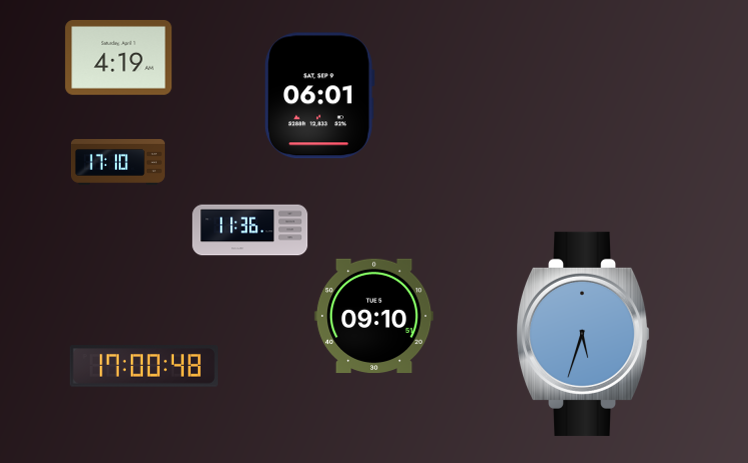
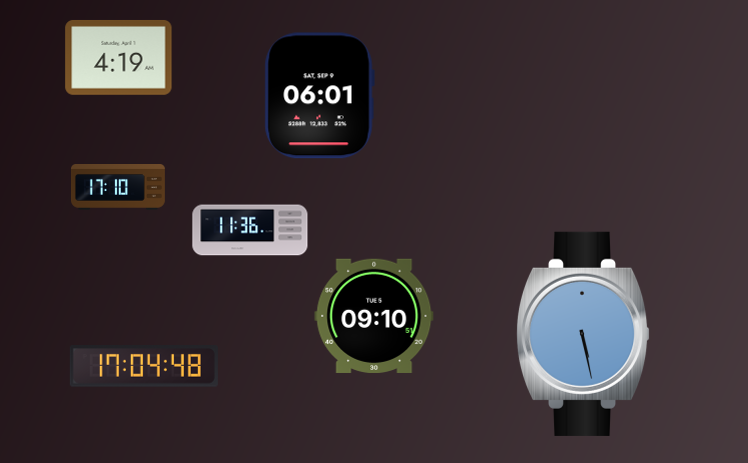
clock at (119, 163) position: (119, 163) -> (119, 188)
clock at (583, 334): 5:33 -> 5:28
clock at (144, 366): 17:00 -> 17:04
